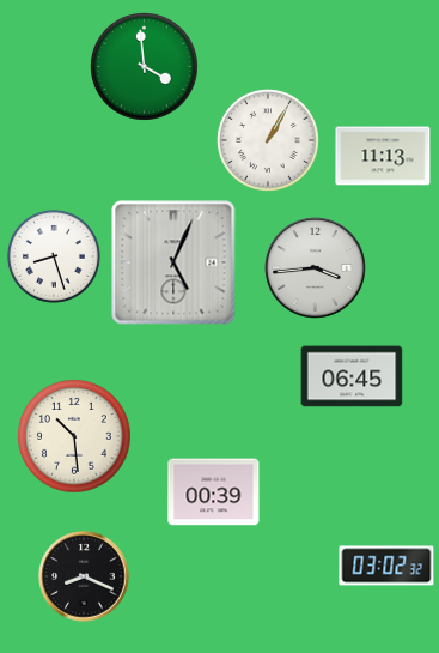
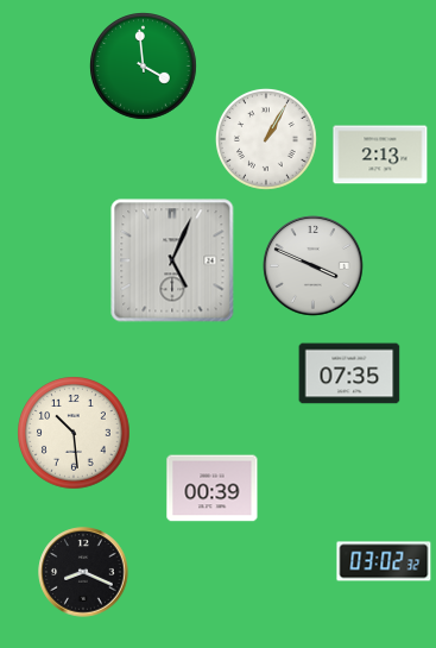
clock at (383, 156): 11:13 -> 2:13
clock at (54, 256): 8:27 -> none
clock at (316, 268): 3:44 -> 3:49
clock at (352, 376): 06:45 -> 07:35
